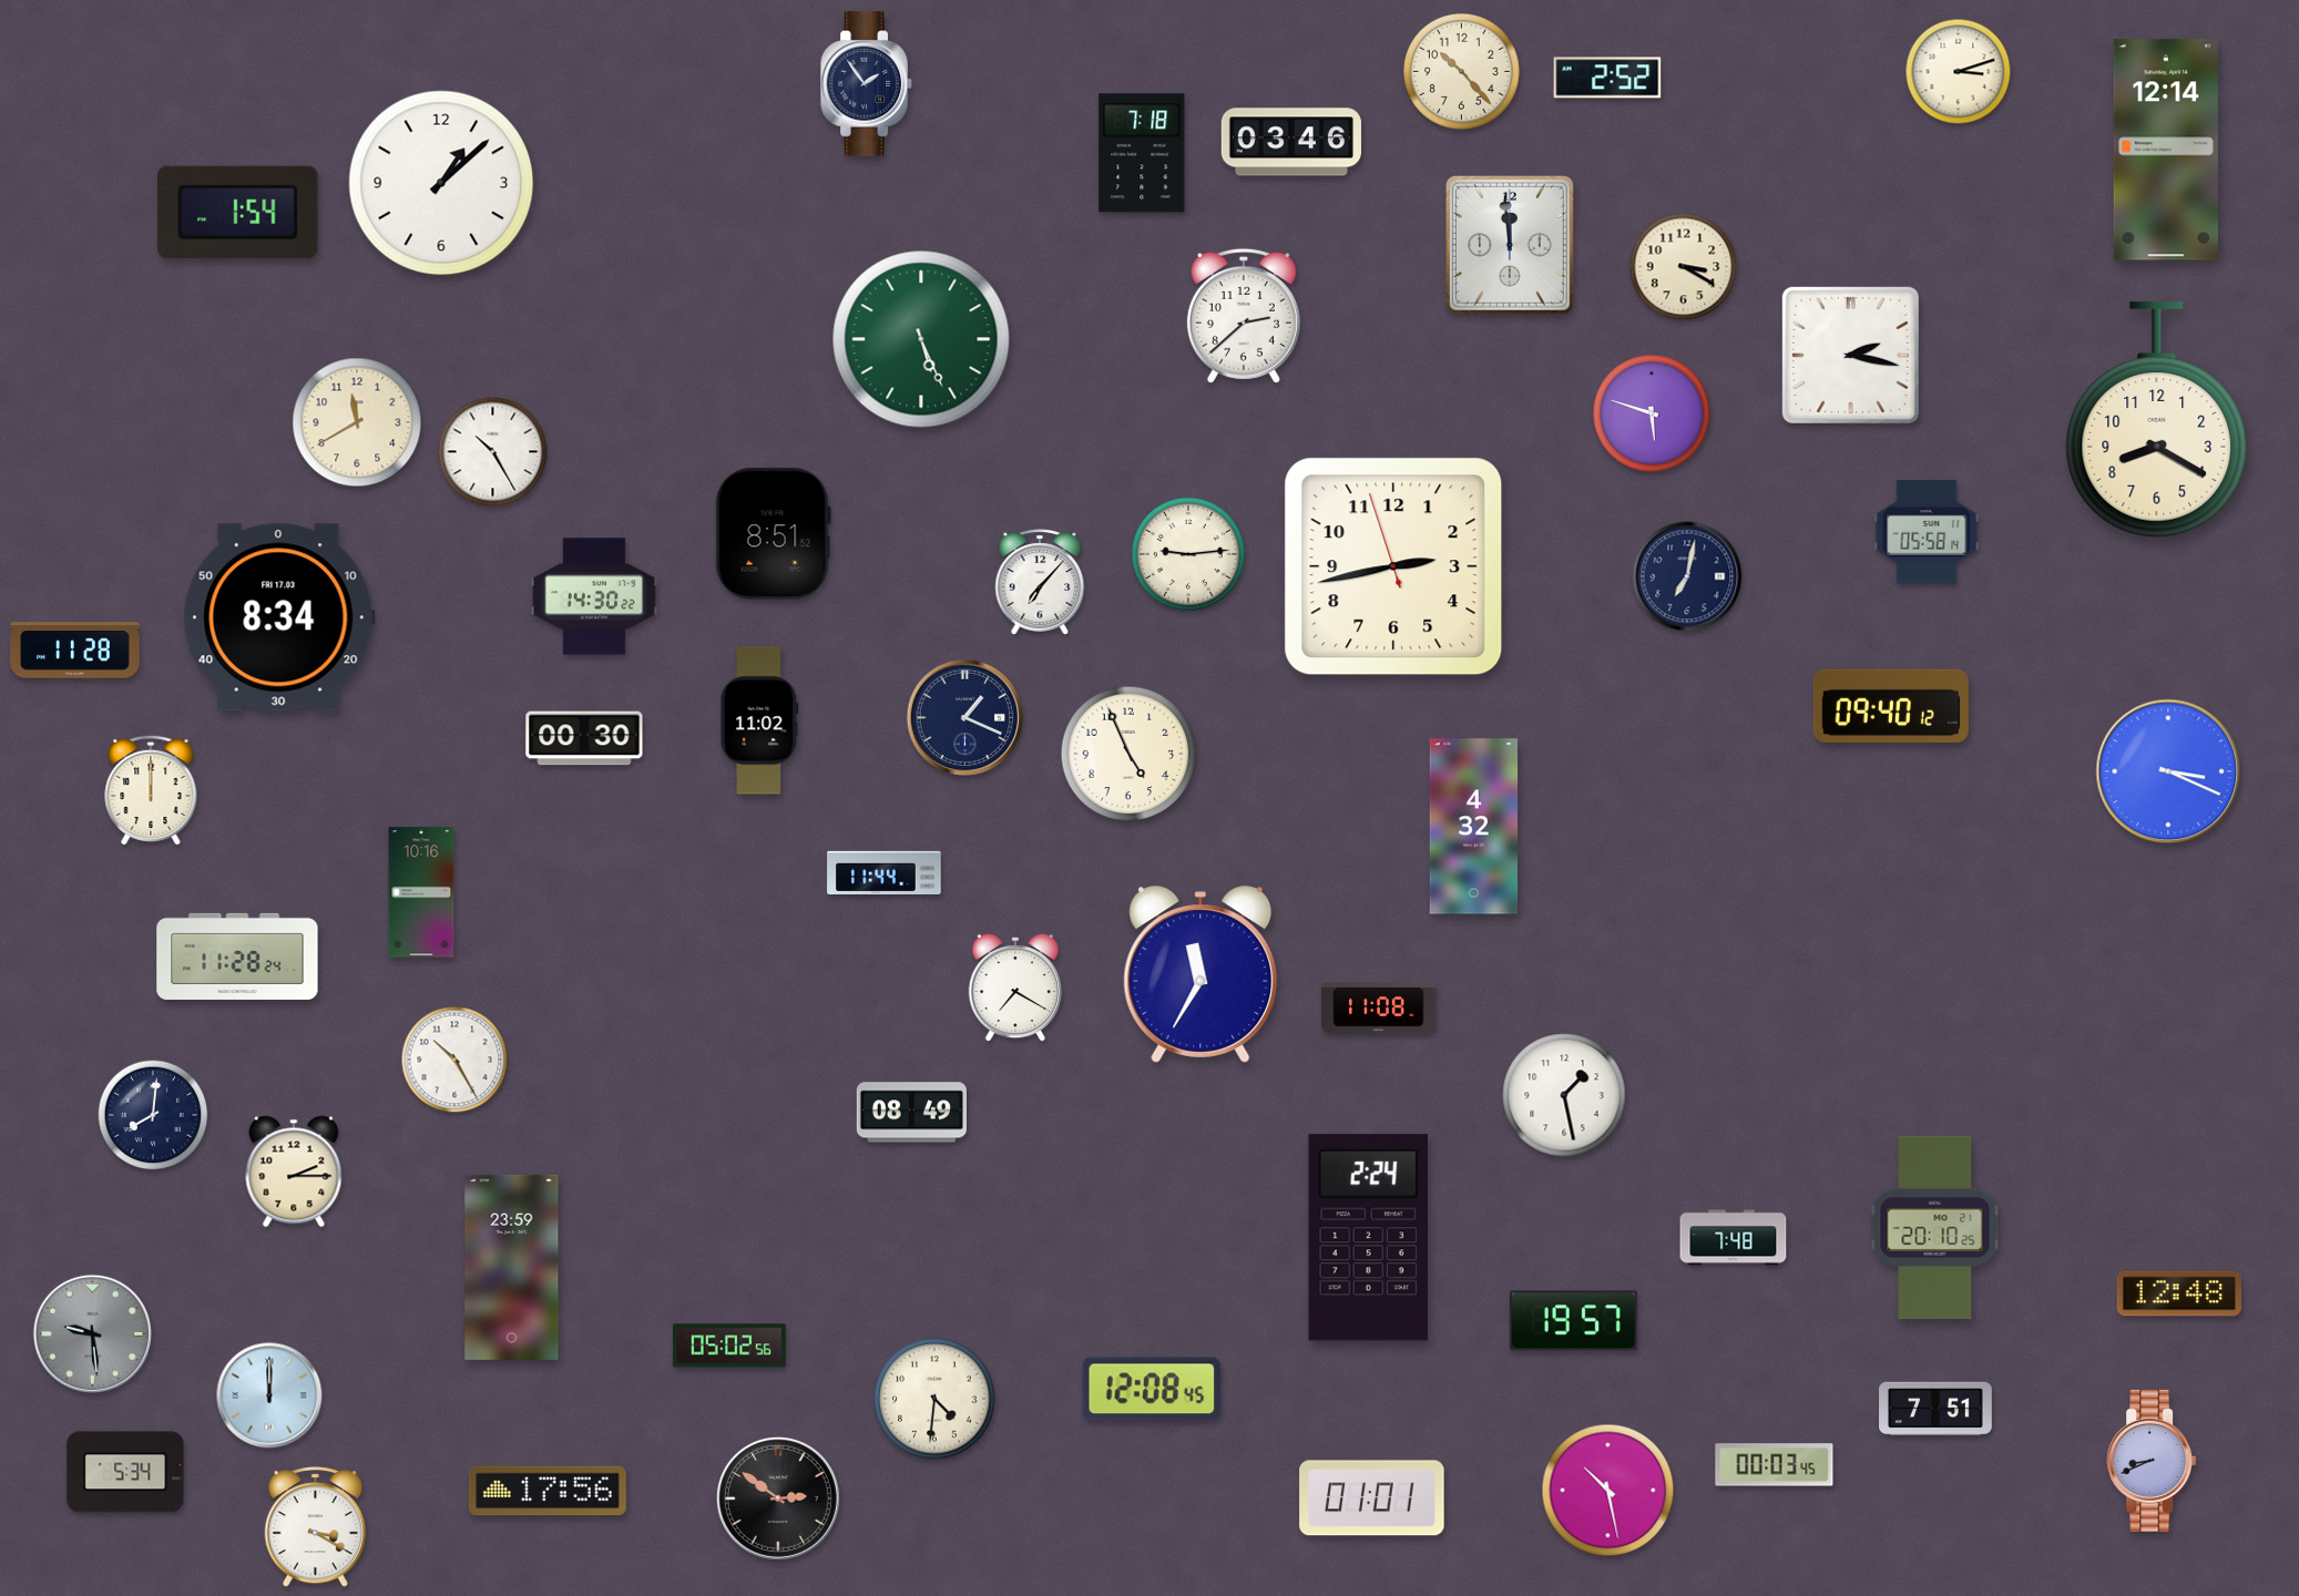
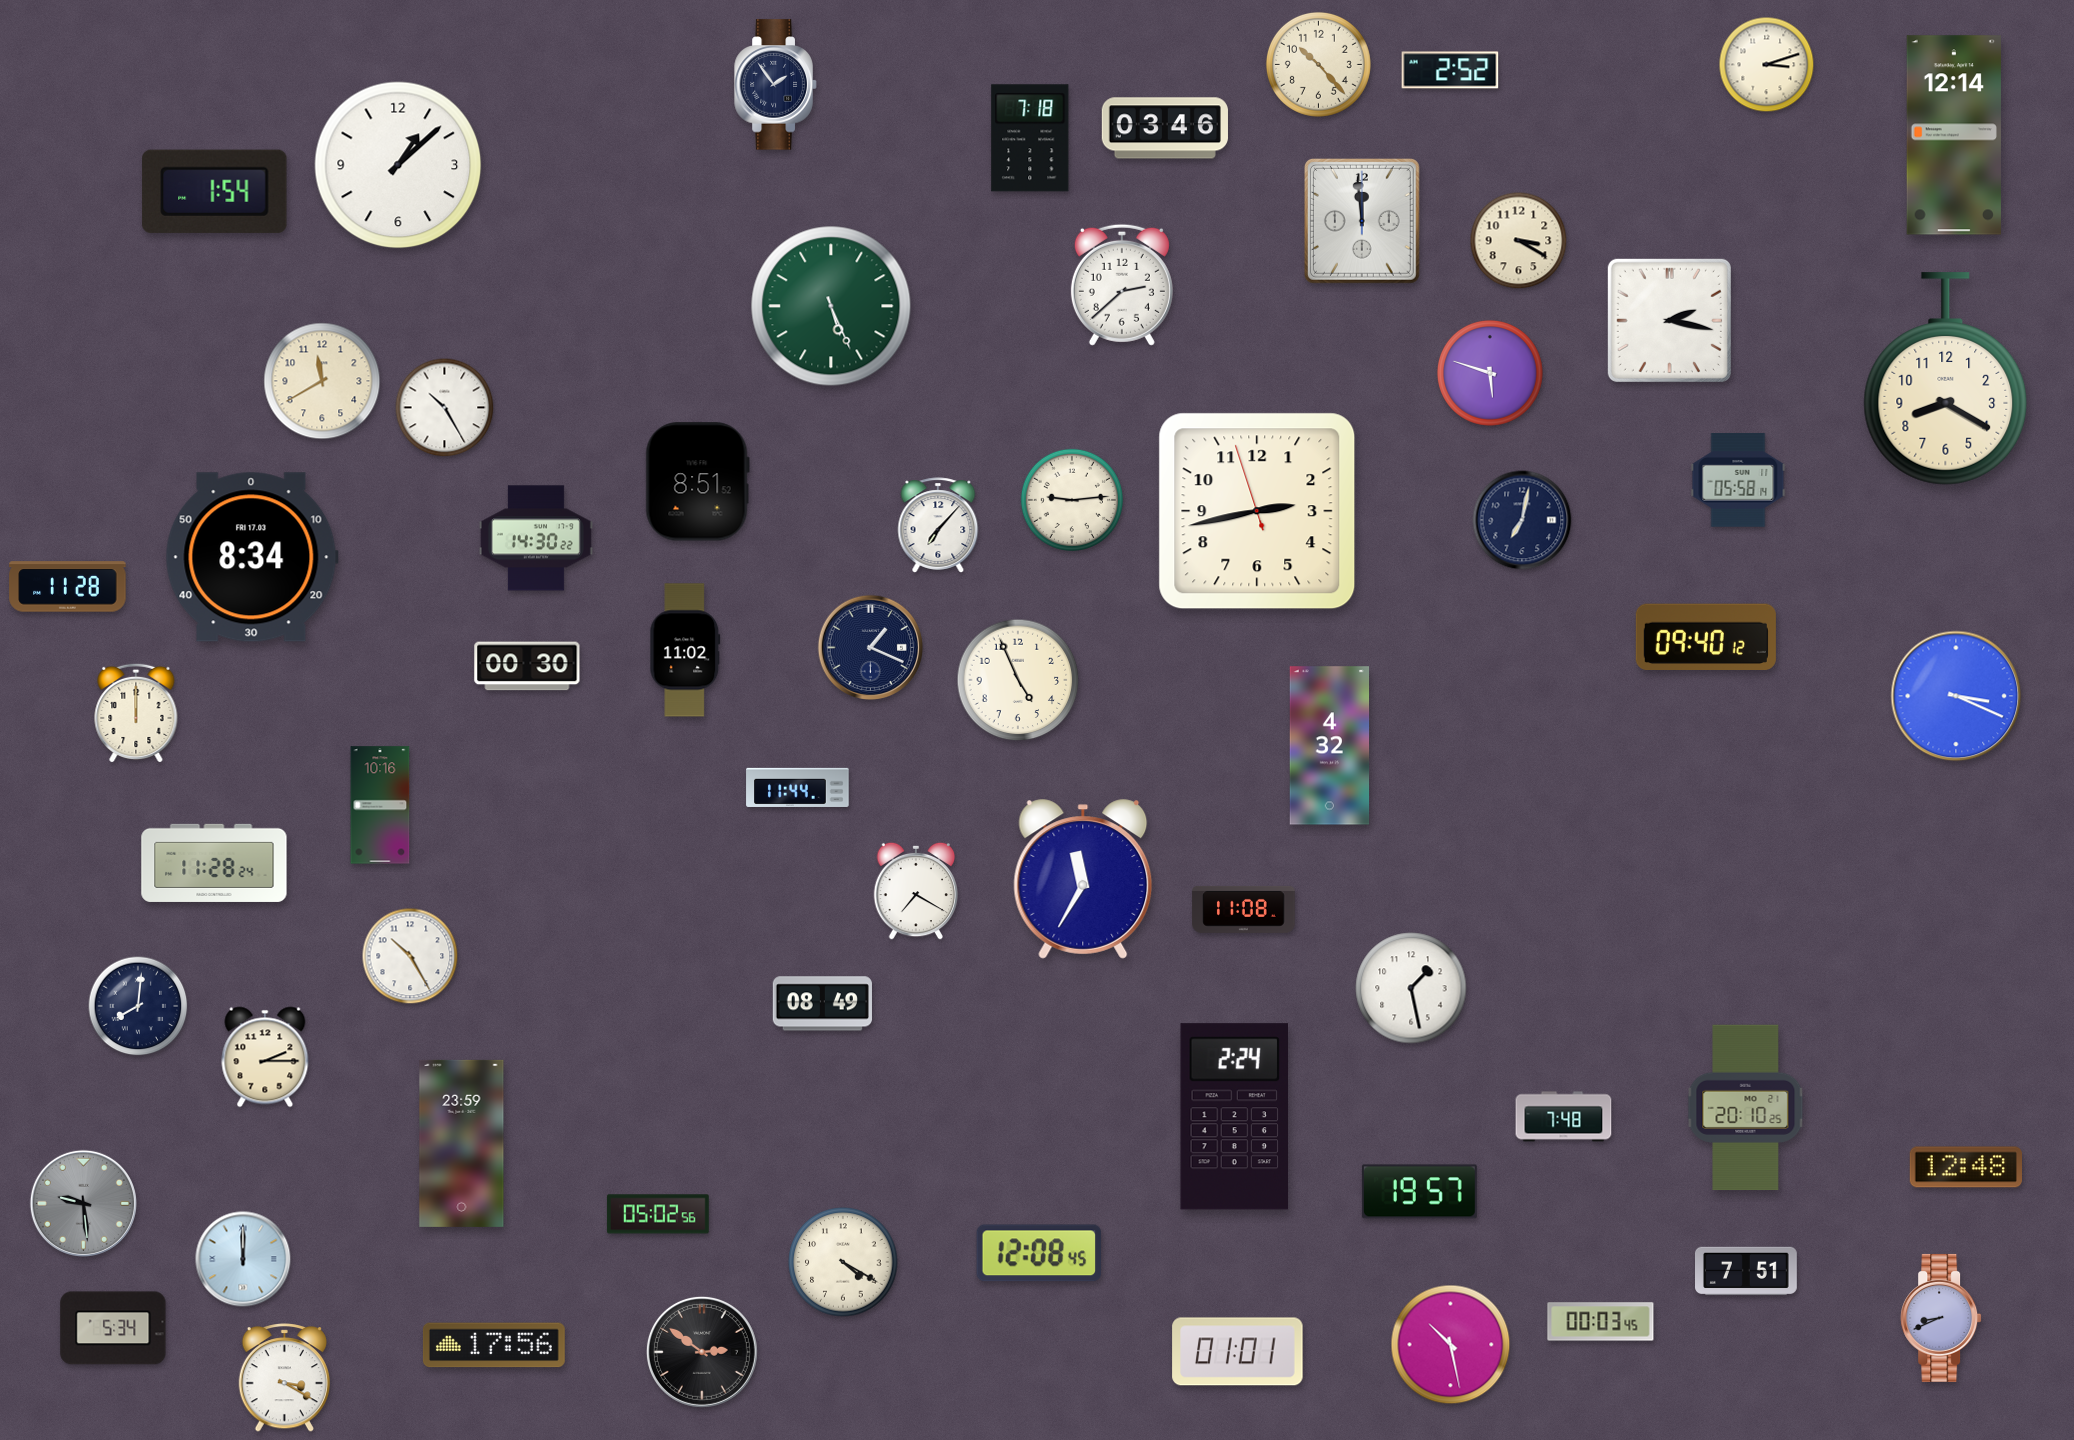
clock at (867, 84) position: (867, 84) -> (776, 85)
clock at (934, 1399): 4:31 -> 4:20
